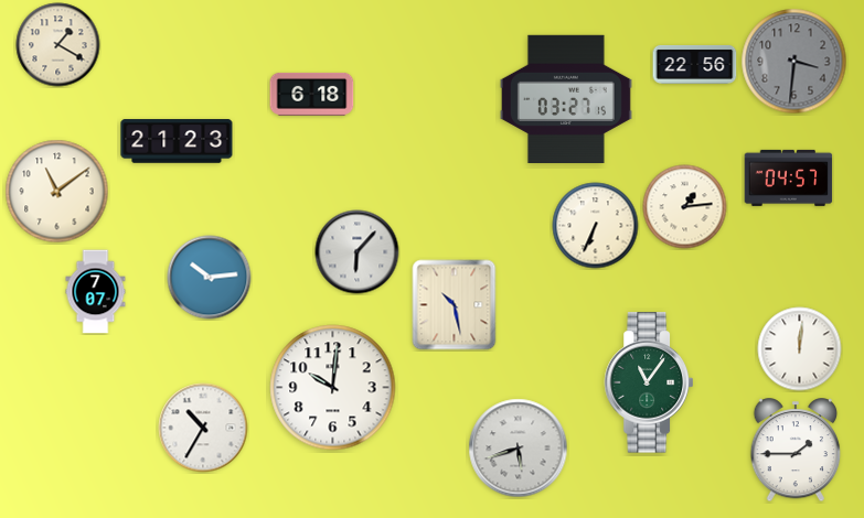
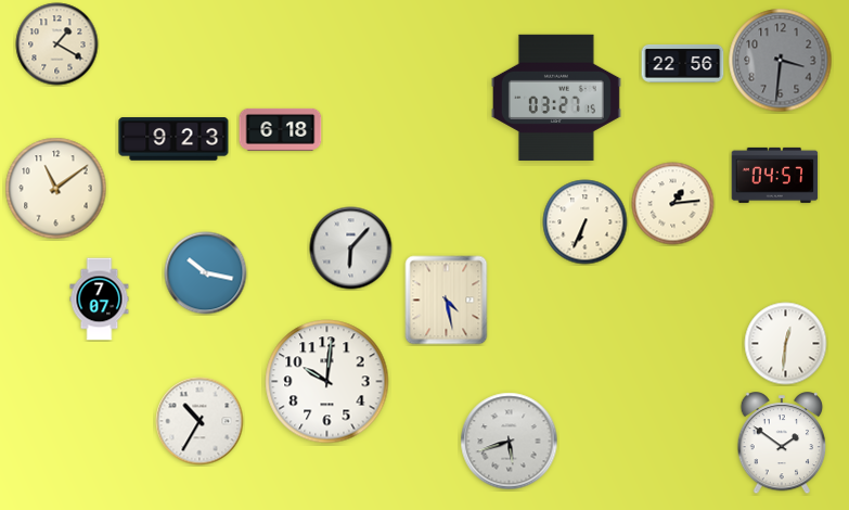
clock at (312, 94) position: (312, 94) -> (281, 129)
clock at (177, 141): 21:23 -> 9:23
clock at (210, 278): 10:14 -> 10:17
clock at (96, 292) position: (96, 292) -> (100, 299)
clock at (455, 305): 10:28 -> 4:28
clock at (800, 349): 12:01 -> 12:31
clock at (649, 382): 11:06 -> none
clock at (796, 451): 1:45 -> 1:51
